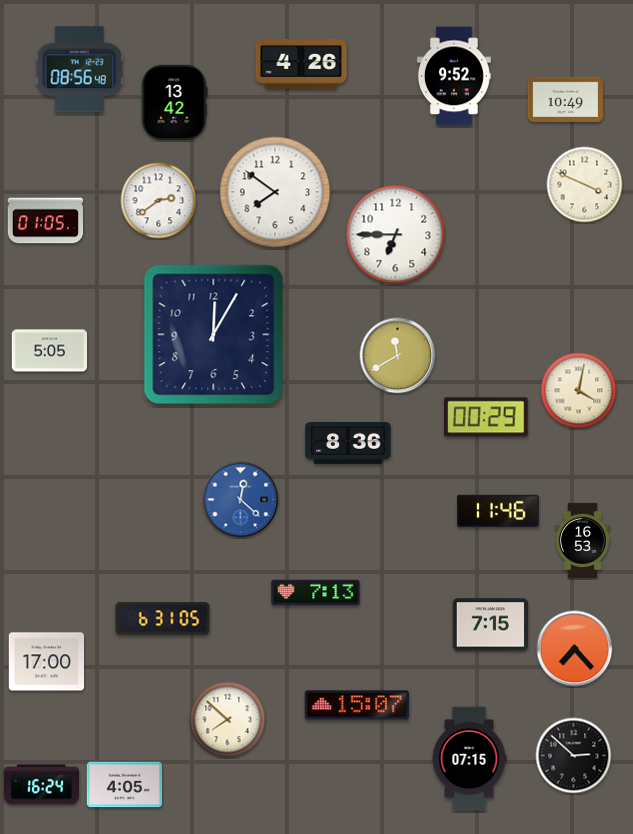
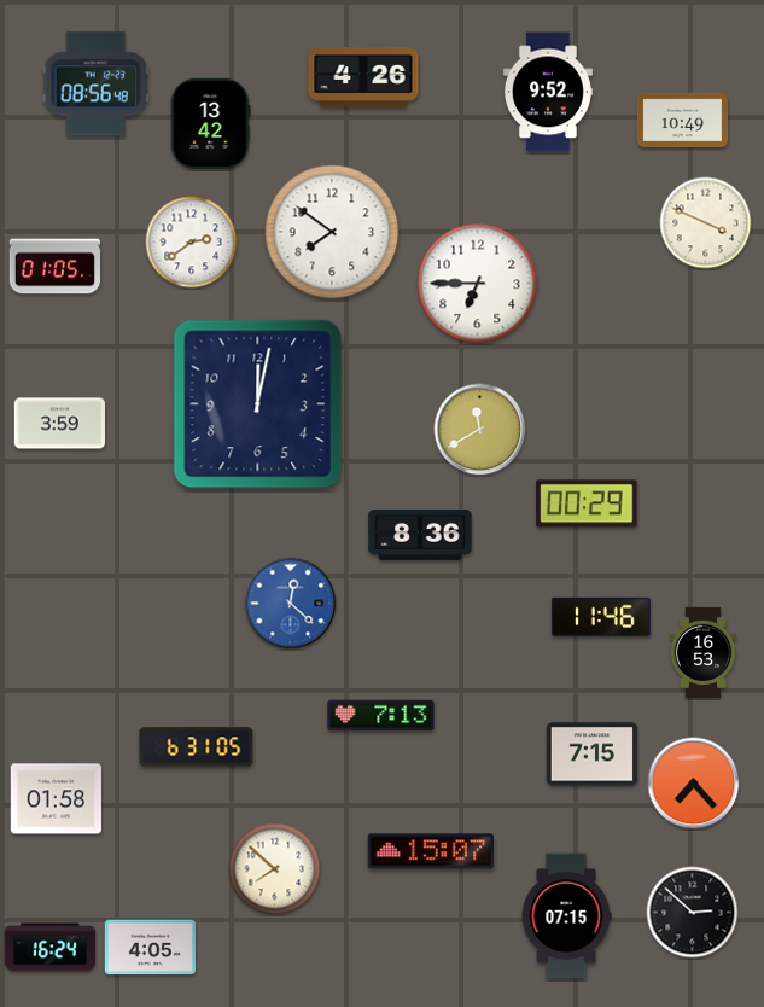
clock at (214, 335): 12:05 -> 12:02
clock at (49, 351): 5:05 -> 3:59
clock at (579, 391): 4:02 -> none
clock at (46, 662): 17:00 -> 01:58
